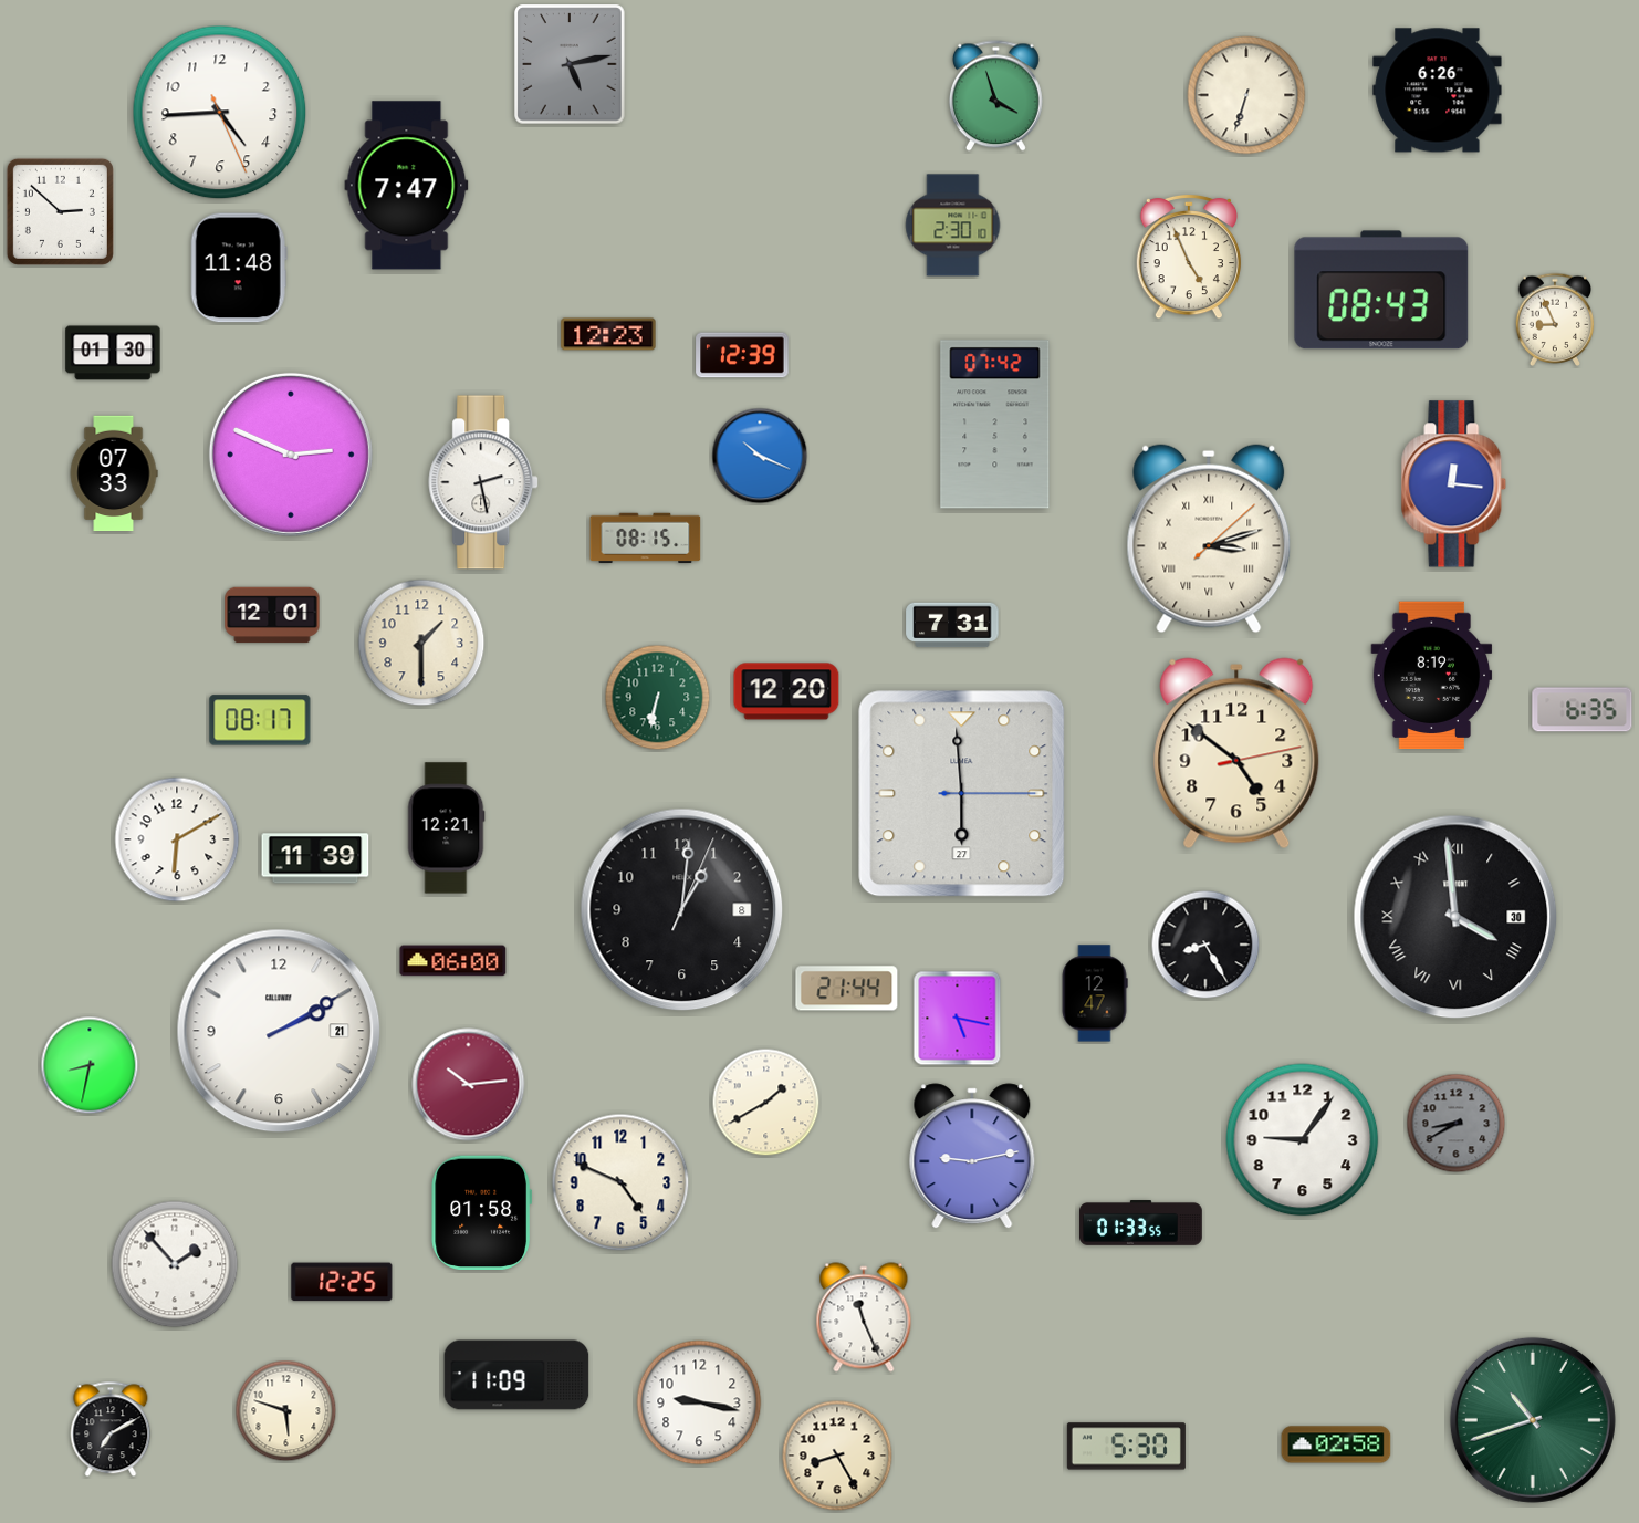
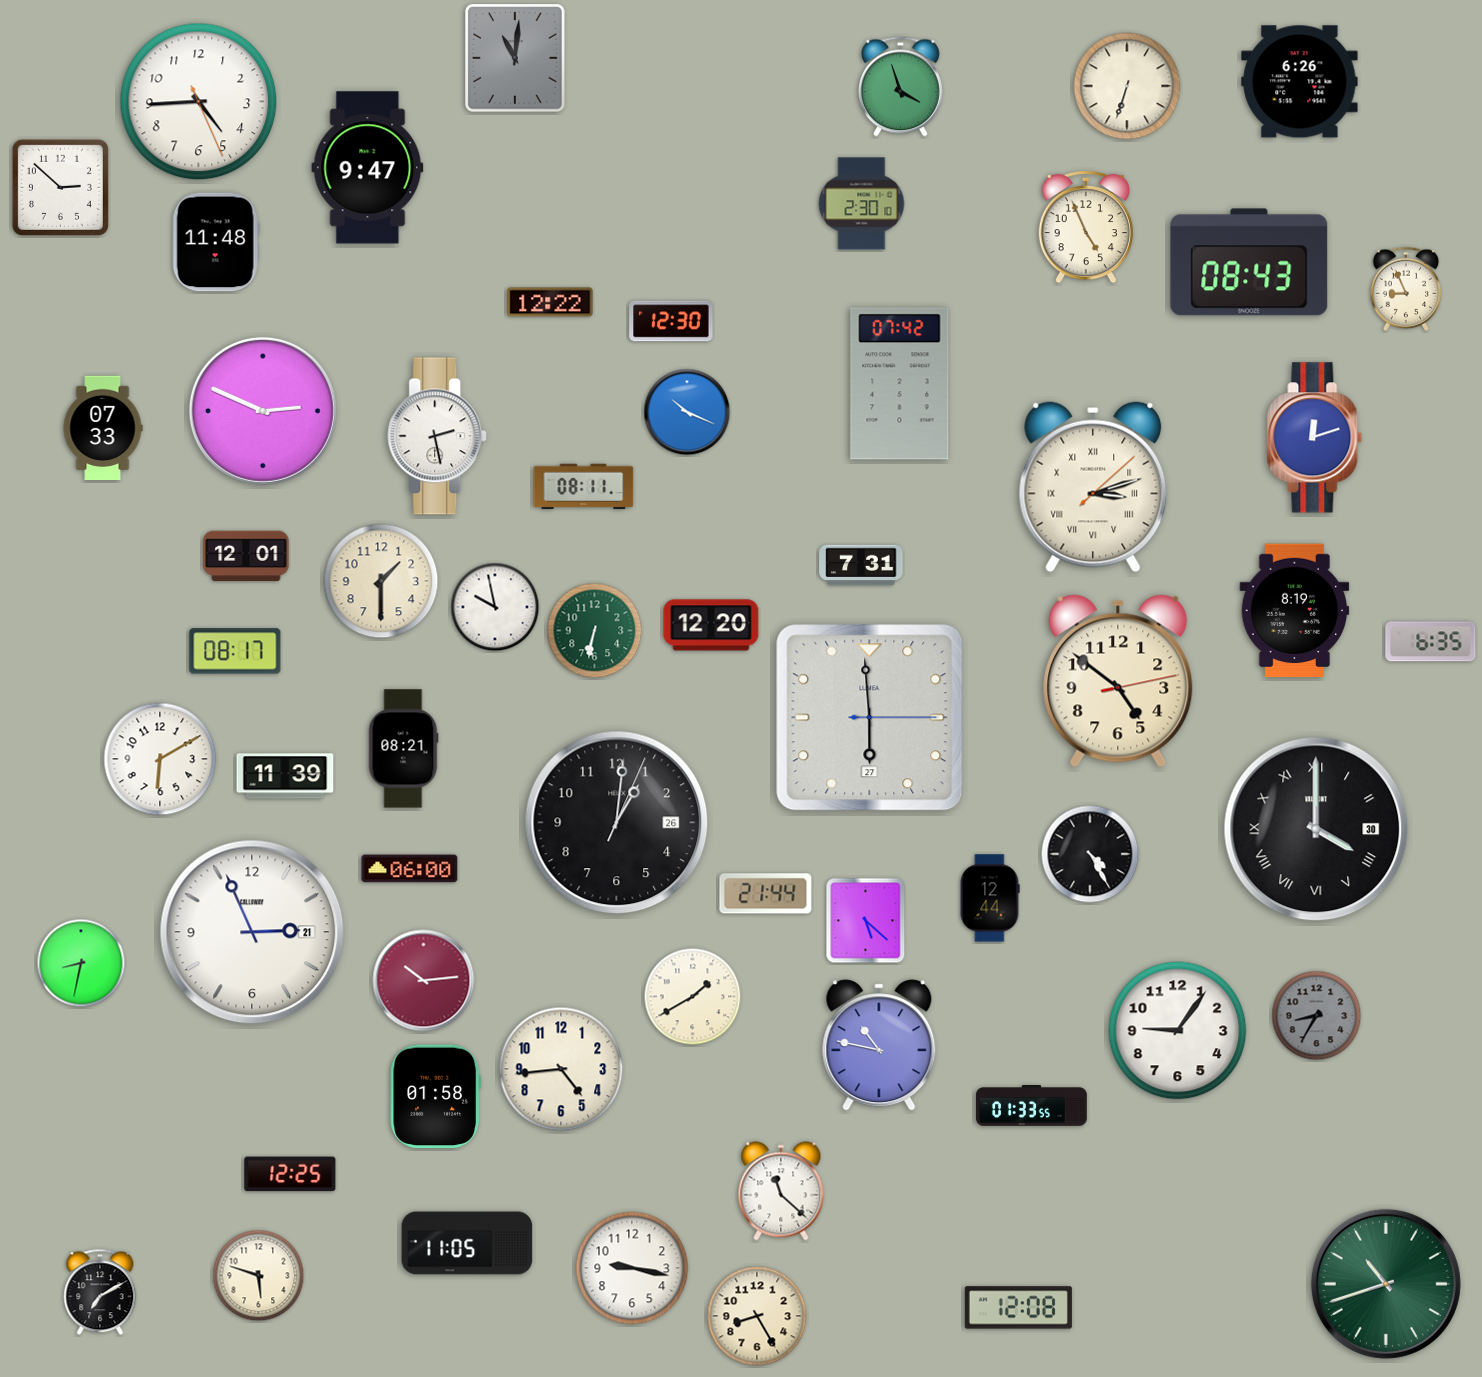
clock at (570, 64): 5:13 -> 11:01
clock at (407, 186): 7:47 -> 9:47
clock at (60, 211) position: (60, 211) -> (60, 187)
clock at (1189, 257) position: (1189, 257) -> (1086, 227)
clock at (608, 334): 12:23 -> 12:22
clock at (113, 353): 01:30 -> none
clock at (742, 355): 12:39 -> 12:30
clock at (1454, 484): 12:16 -> 12:12
clock at (646, 539): 08:15 -> 08:11
clock at (495, 607): none -> 9:58
clock at (446, 828): 12:21 -> 08:21
clock at (682, 910) date: 8 -> 26
clock at (1455, 917): 3:59 -> 4:00
clock at (1205, 945): 8:25 -> 4:25
clock at (1095, 993): 12:47 -> 12:44
clock at (958, 1019): 5:17 -> 5:22
clock at (279, 1031): 2:10 -> 2:56
clock at (1457, 1124): 8:40 -> 8:35
clock at (972, 1156): 9:13 -> 10:47
clock at (620, 1182): 4:49 -> 4:44
clock at (175, 1264): 1:53 -> none
clock at (342, 1282) position: (342, 1282) -> (290, 1174)
clock at (864, 1317): 11:26 -> 11:22
clock at (516, 1375): 11:09 -> 11:05
clock at (1336, 1444): 02:58 -> none
clock at (1126, 1447): 5:30 -> 12:08
